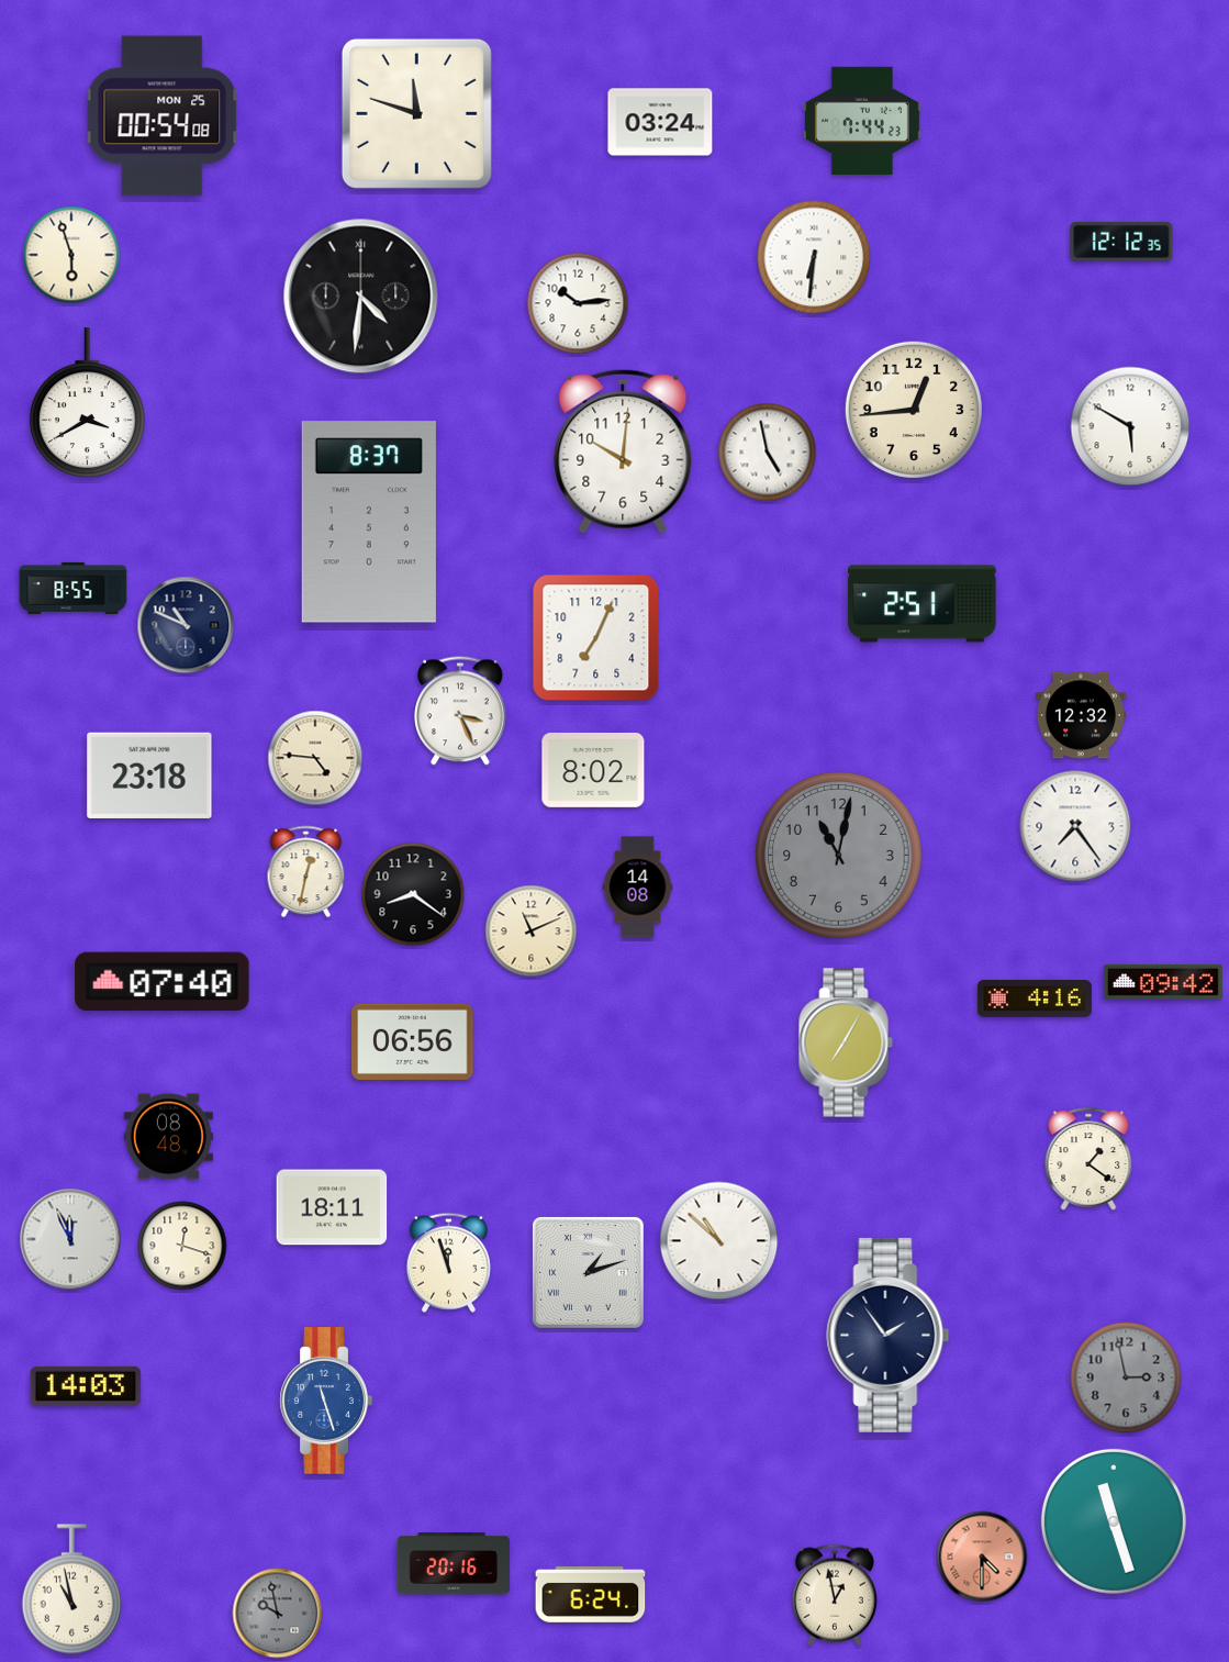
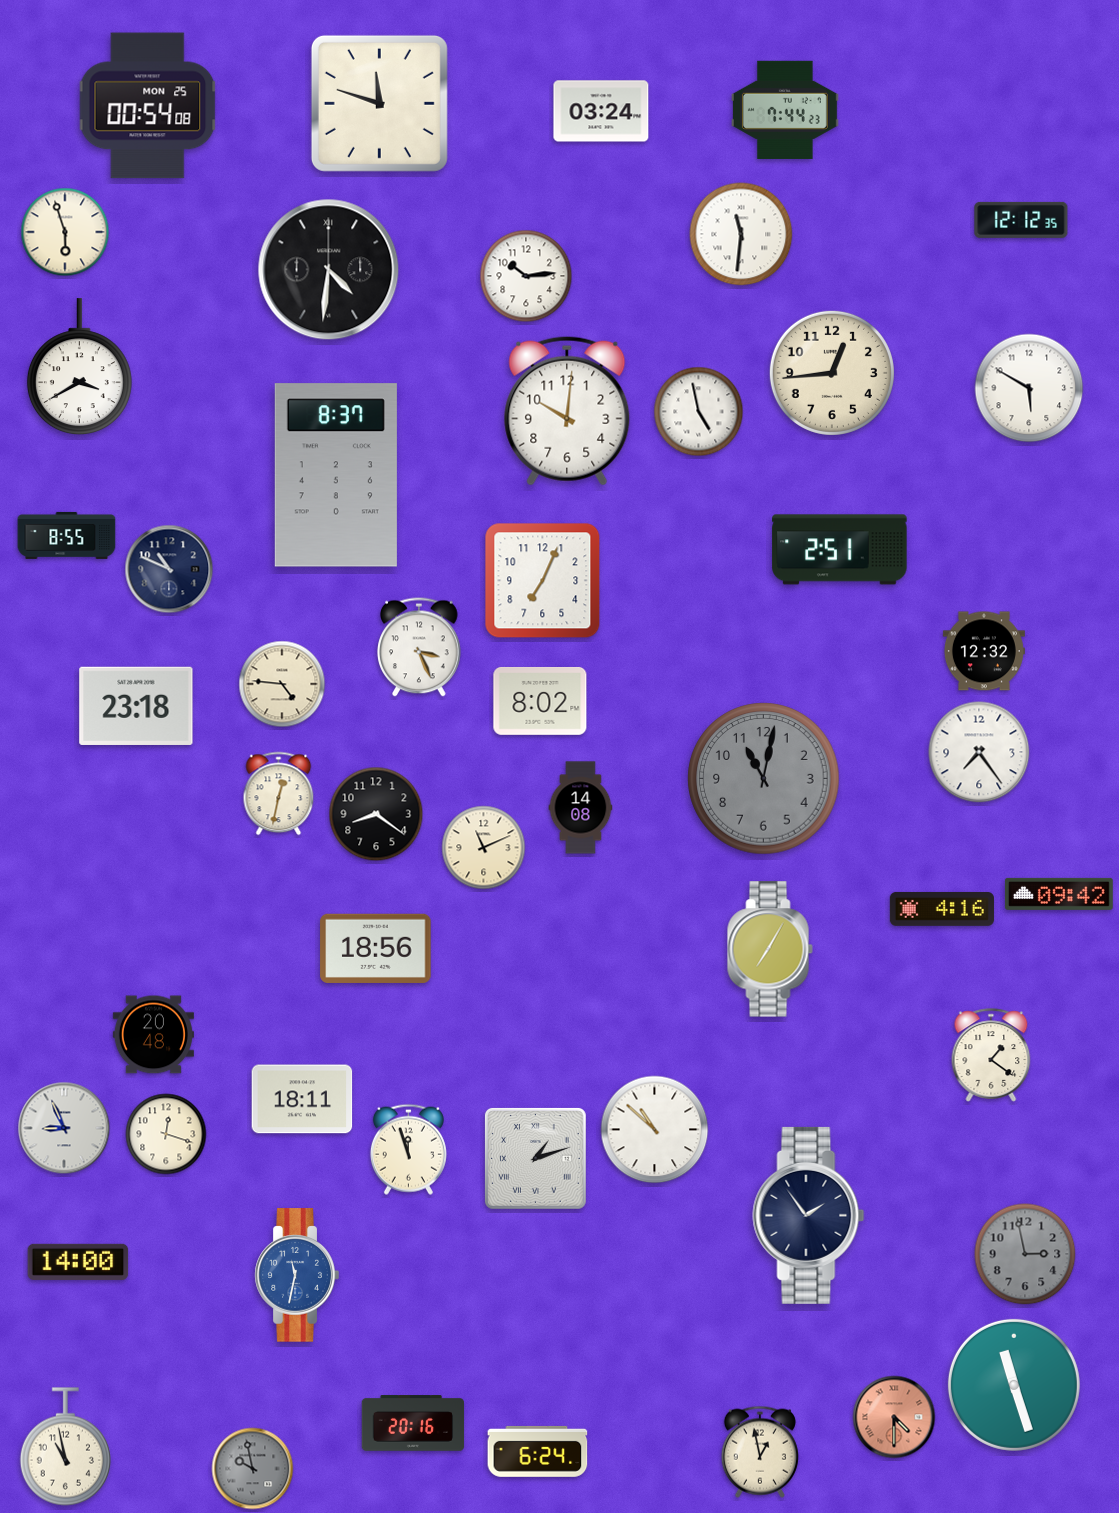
clock at (814, 257): 6:31 -> 11:31
clock at (315, 758) position: (315, 758) -> (282, 684)
clock at (163, 982): 07:40 -> none
clock at (413, 1041): 06:56 -> 18:56
clock at (168, 1137): 08:48 -> 20:48
clock at (70, 1239): 11:56 -> 8:56
clock at (86, 1386): 14:03 -> 14:00
clock at (326, 1401): 11:27 -> 11:32
